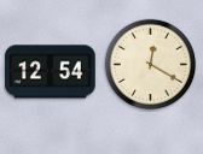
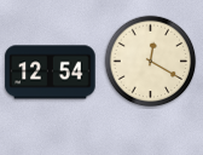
clock at (151, 65) position: (151, 65) -> (151, 62)
